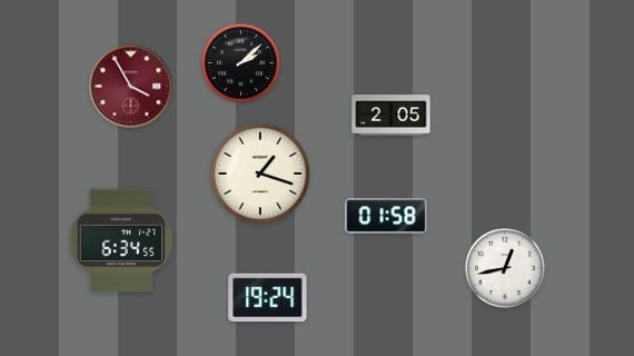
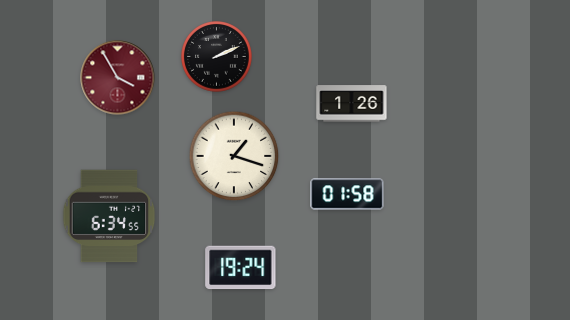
clock at (241, 63): 2:08 -> 2:11
clock at (392, 116): 2:05 -> 1:26
clock at (505, 268): 12:43 -> none
